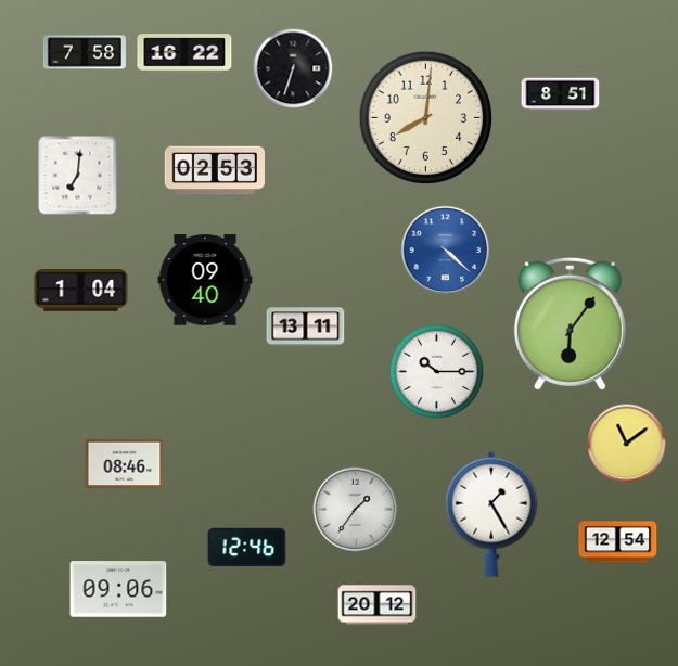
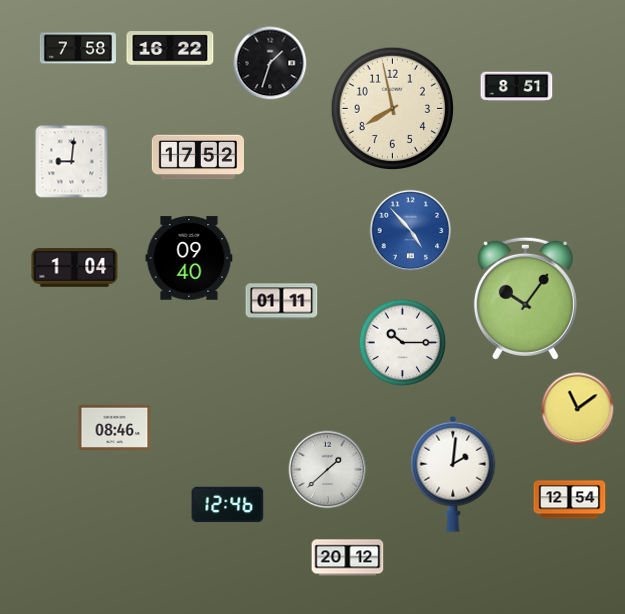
clock at (293, 68): 6:33 -> 1:33
clock at (426, 118): 8:01 -> 7:58
clock at (214, 170): 02:53 -> 17:52
clock at (78, 176): 7:01 -> 9:01
clock at (446, 251): 4:22 -> 4:53
clock at (570, 323): 6:06 -> 10:06
clock at (306, 328): 13:11 -> 01:11
clock at (356, 510): 1:36 -> 1:38
clock at (491, 514): 1:25 -> 2:01
clock at (118, 589): 09:06 -> none
